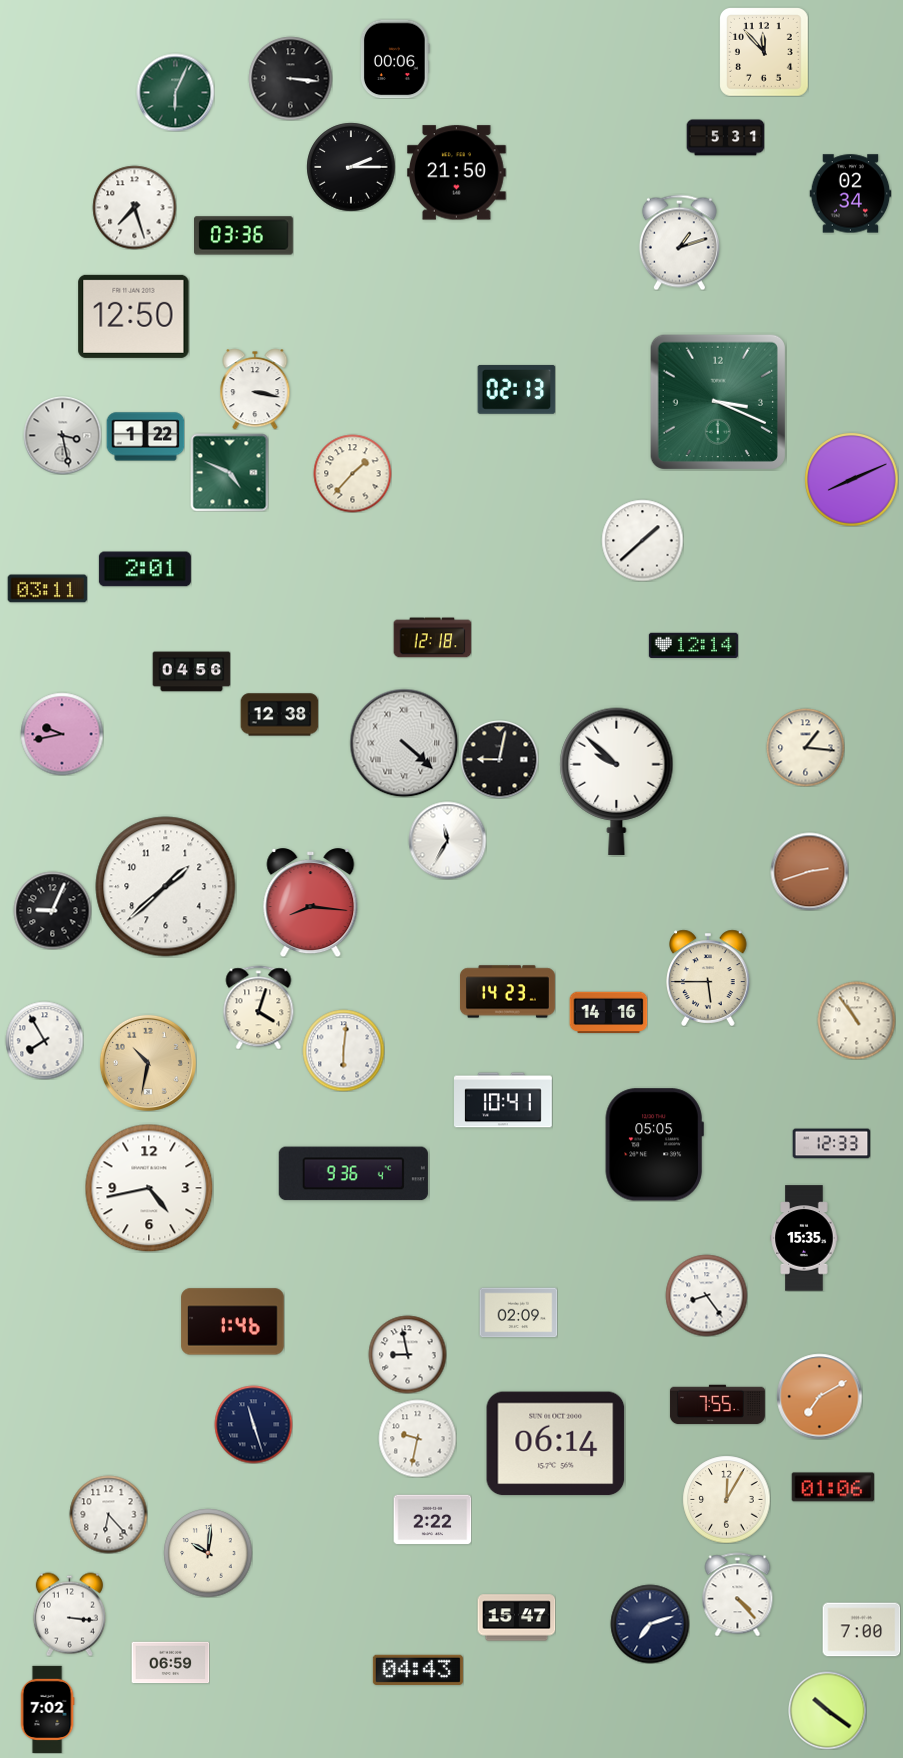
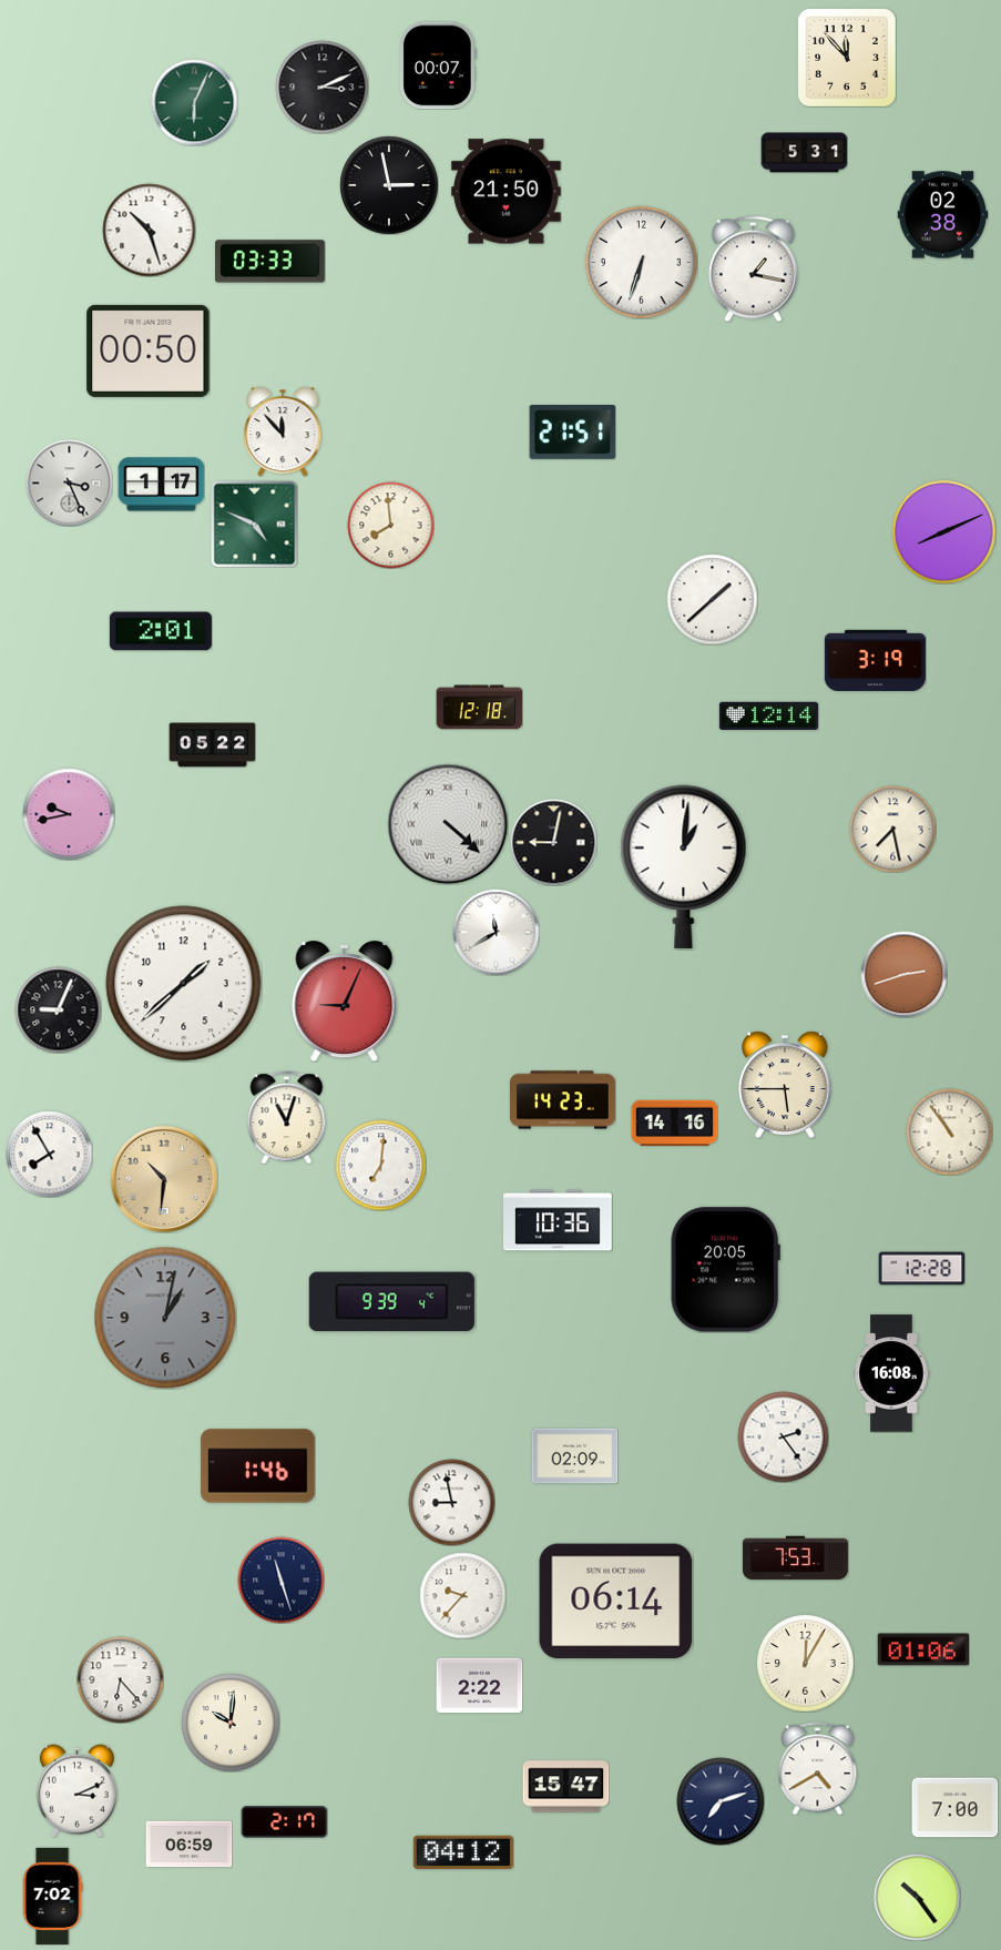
clock at (396, 59): 00:06 -> 00:07
clock at (290, 78): 3:16 -> 3:11
clock at (351, 167): 2:15 -> 2:58
clock at (850, 194): 02:34 -> 02:38
clock at (134, 207): 7:27 -> 10:27
clock at (244, 236): 03:36 -> 03:33
clock at (641, 262): none -> 6:33
clock at (679, 242): 1:12 -> 1:17
clock at (134, 316): 12:50 -> 00:50
clock at (255, 389): 3:17 -> 11:53
clock at (516, 389): 02:13 -> 21:51
clock at (718, 402): 3:19 -> none
clock at (62, 435): 3:28 -> 3:26
clock at (145, 437): 1:22 -> 1:17
clock at (352, 473): 1:37 -> 7:59
clock at (47, 589): 03:11 -> none
clock at (875, 660): none -> 3:19
clock at (191, 672): 04:56 -> 05:22
clock at (279, 715): 12:38 -> none
clock at (805, 747): 1:16 -> 7:28
clock at (617, 781): 9:52 -> 1:01
clock at (447, 840): 11:35 -> 11:40
clock at (809, 871) position: (809, 871) -> (903, 974)
clock at (311, 903): 8:16 -> 9:04
clock at (259, 1007): 4:03 -> 11:03
clock at (343, 1050): 6:01 -> 7:01
clock at (148, 1063): 10:32 -> 10:31
clock at (504, 1100): 10:41 -> 10:36
clock at (831, 1144): 12:33 -> 12:28
clock at (654, 1145): 05:05 -> 20:05
clock at (353, 1174): 9:36 -> 9:39
clock at (149, 1188): 4:43 -> 1:02
clock at (149, 1188) dial: white -> grey
clock at (804, 1238): 15:35 -> 16:08
clock at (706, 1295): 8:24 -> 2:24
clock at (819, 1396): 7:10 -> none
clock at (717, 1405): 7:55 -> 7:53
clock at (417, 1438): 9:32 -> 9:37
clock at (738, 1594): 4:23 -> 4:40
clock at (69, 1614): 3:16 -> 3:11
clock at (516, 1618) position: (516, 1618) -> (565, 1787)
clock at (284, 1822): none -> 2:17
clock at (418, 1670): 04:43 -> 04:12
clock at (827, 1710): 10:21 -> 10:24
